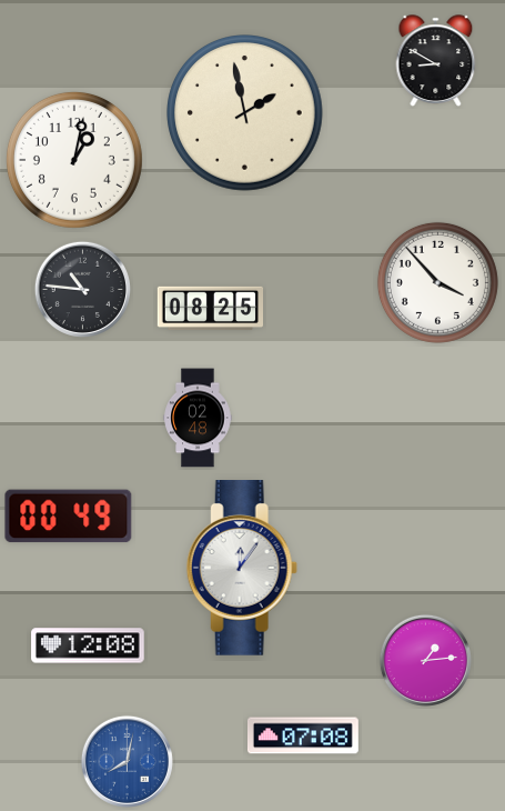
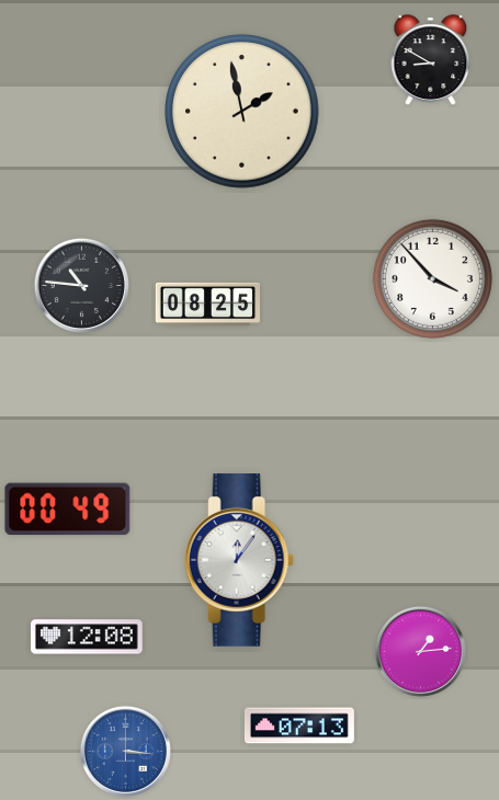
clock at (74, 160): 1:02 -> none
clock at (198, 418): 02:48 -> none
clock at (303, 735): 07:08 -> 07:13
clock at (127, 761): 8:02 -> 3:16
